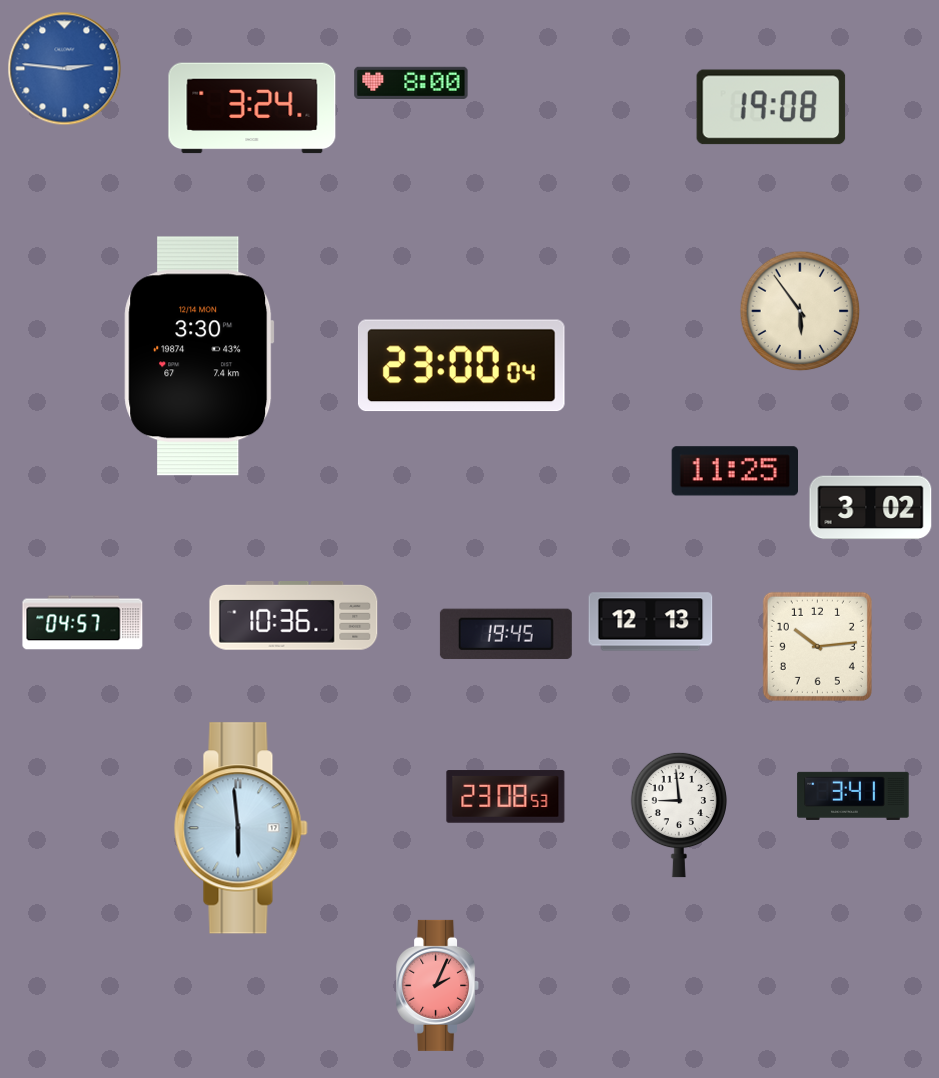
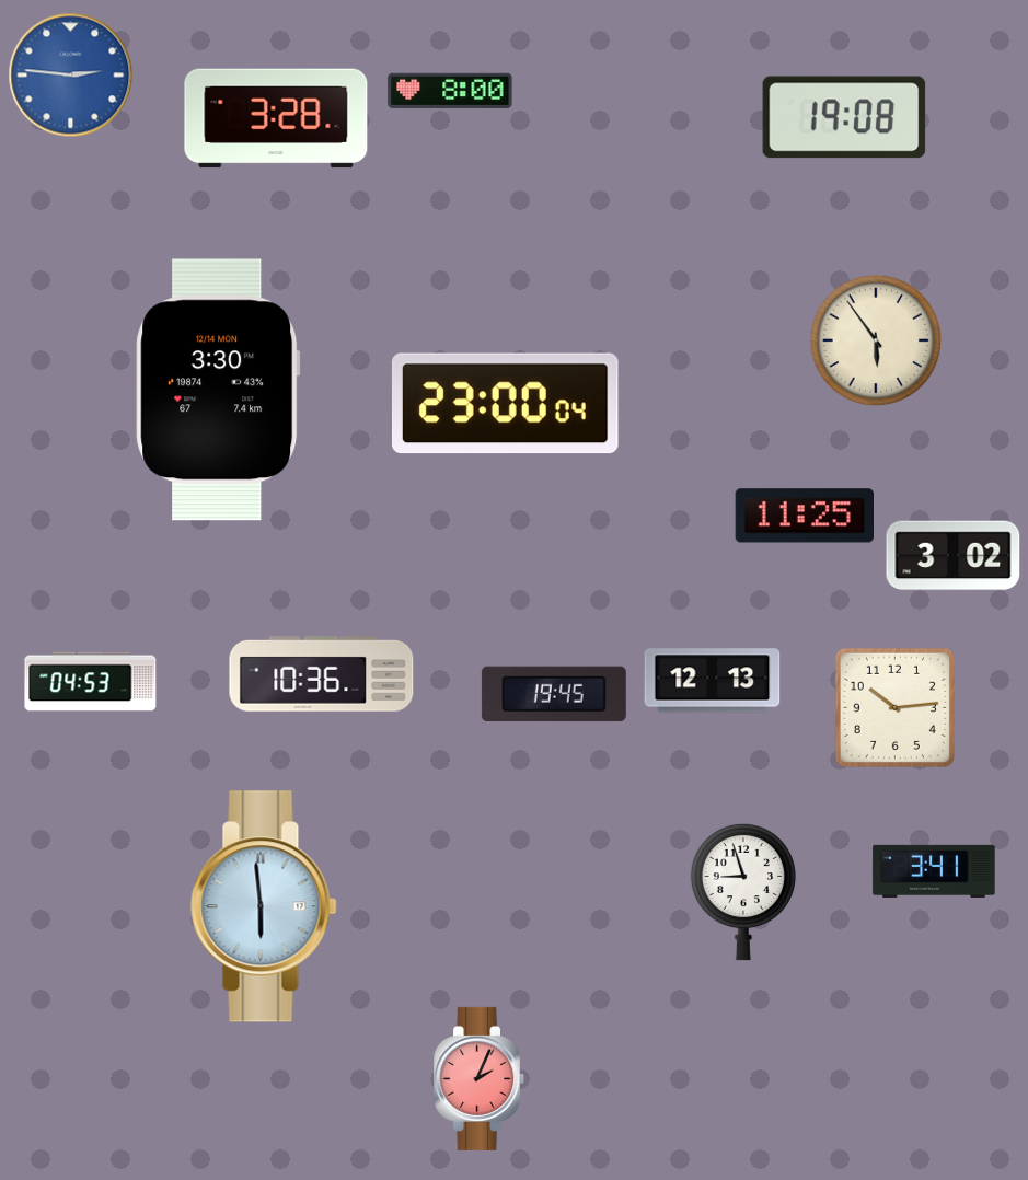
clock at (252, 108): 3:24 -> 3:28
clock at (461, 366) position: (461, 366) -> (505, 404)
clock at (83, 623): 04:57 -> 04:53
clock at (506, 797): 23:08 -> none
clock at (679, 815): 8:59 -> 8:57
